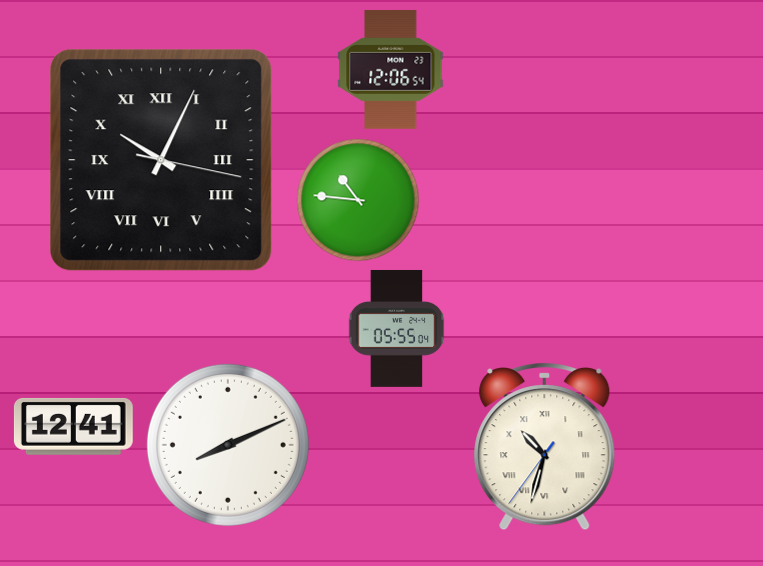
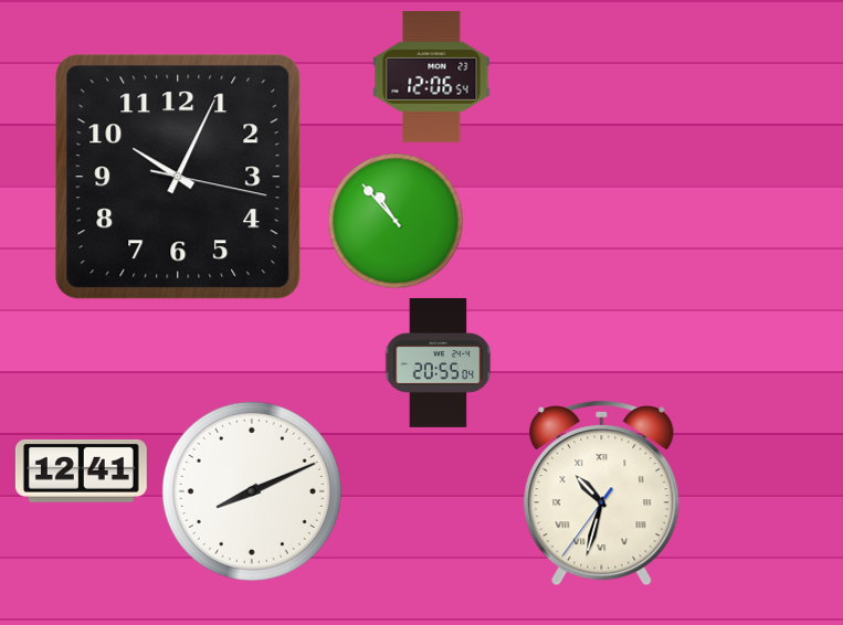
clock at (161, 160) numerals: Roman -> Arabic
clock at (358, 200): 10:46 -> 10:53
clock at (397, 328): 05:55 -> 20:55
